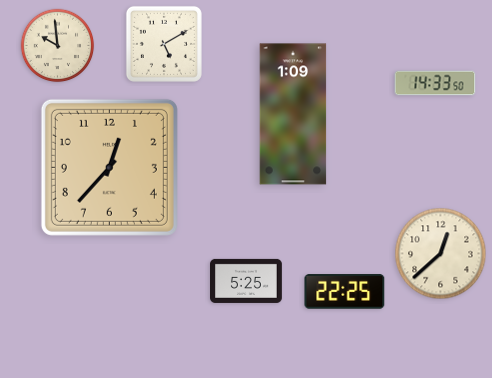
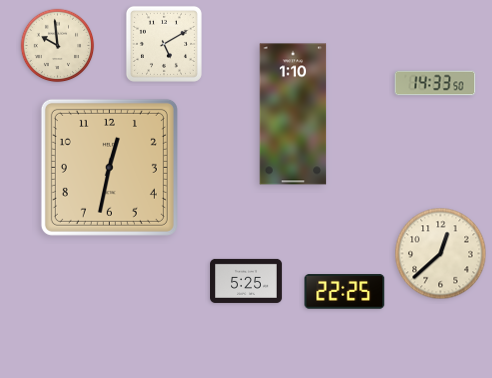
clock at (293, 114): 1:09 -> 1:10
clock at (109, 167): 12:37 -> 12:32
